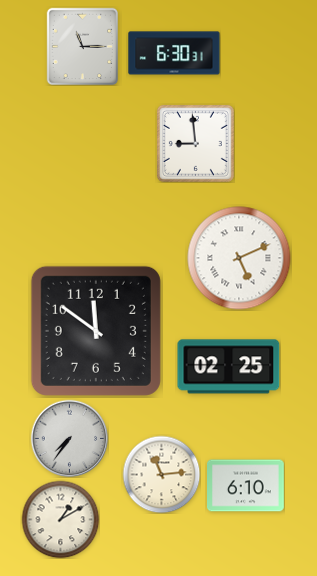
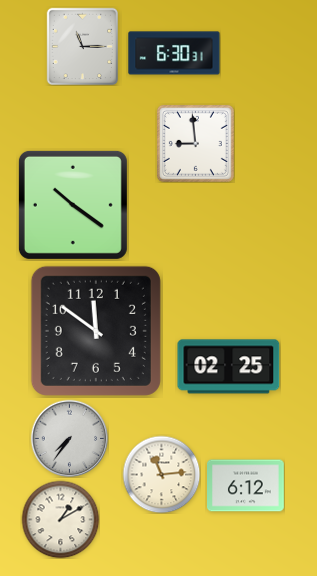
clock at (73, 205): none -> 10:21
clock at (239, 258): 5:11 -> none
clock at (246, 486): 6:10 -> 6:12
